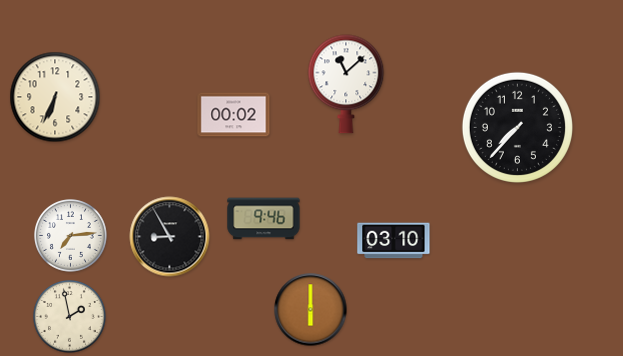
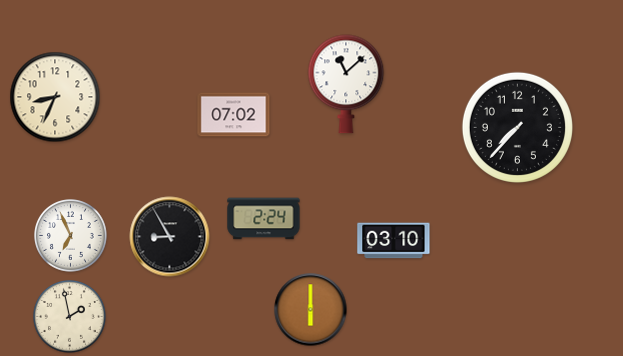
clock at (55, 97): 6:34 -> 8:34
clock at (234, 115): 00:02 -> 07:02
clock at (264, 219): 9:46 -> 2:24
clock at (71, 236): 7:14 -> 6:56
